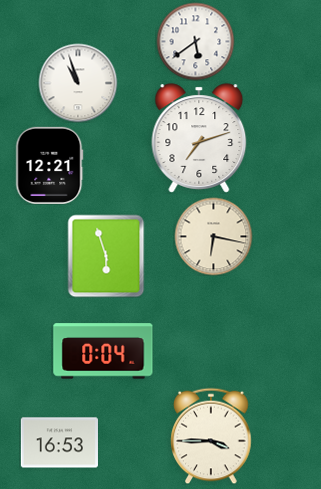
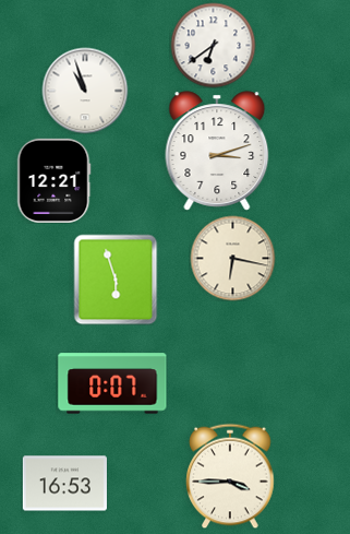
clock at (195, 41): 5:39 -> 6:39
clock at (199, 138): 7:12 -> 3:12
clock at (103, 351): 0:04 -> 0:07
